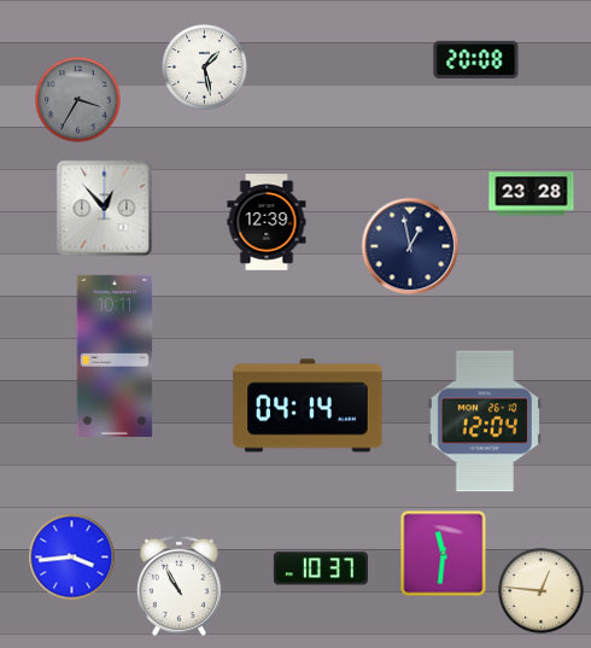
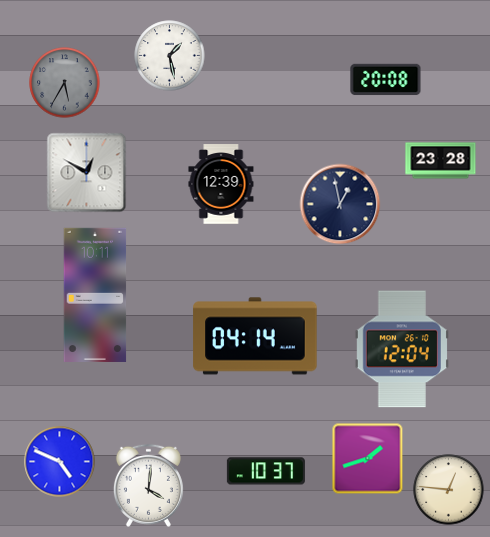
clock at (476, 60) position: (476, 60) -> (386, 80)
clock at (78, 100): 3:35 -> 5:35
clock at (105, 209): 12:53 -> 12:50
clock at (444, 554): 11:31 -> 1:42
clock at (72, 557): 3:44 -> 4:49
clock at (179, 585): 10:55 -> 4:01
